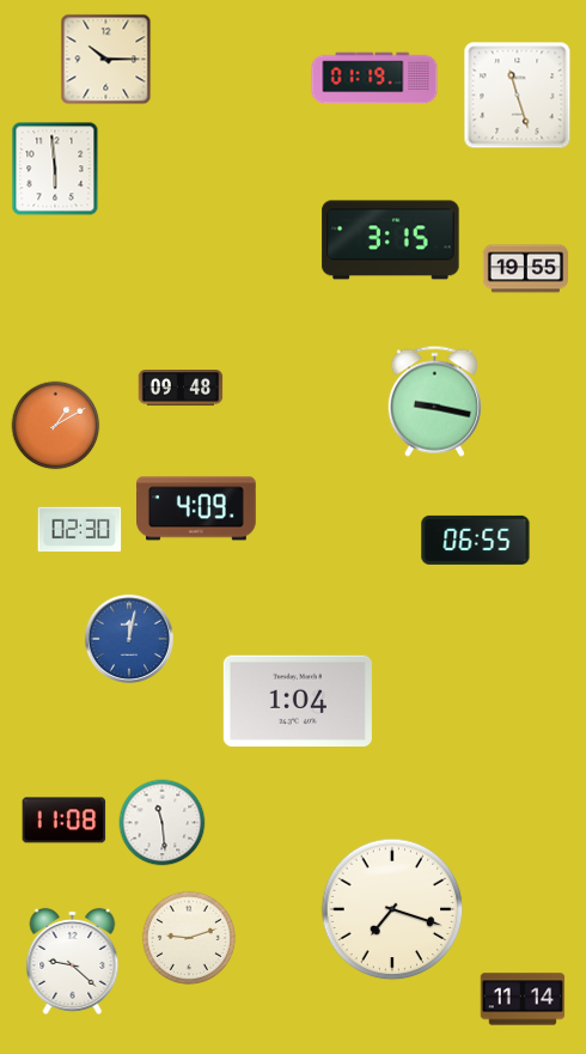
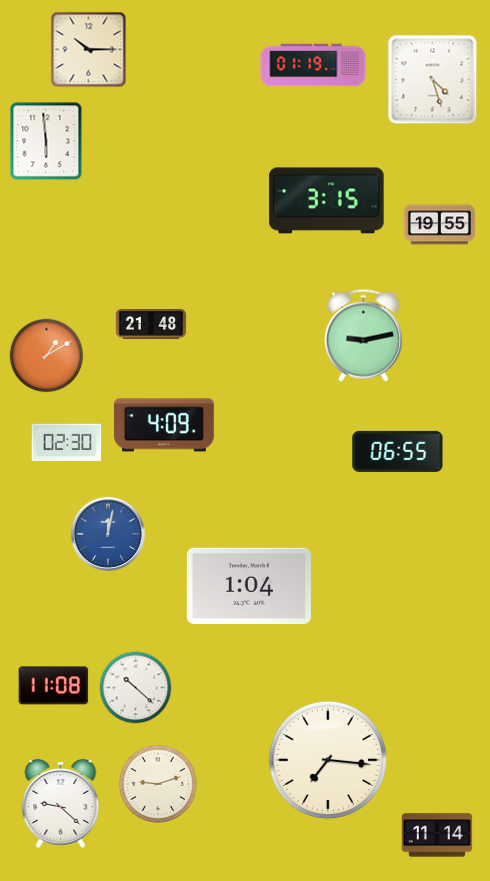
clock at (518, 96): 11:27 -> 4:27
clock at (181, 388): 09:48 -> 21:48
clock at (434, 401): 9:17 -> 9:13
clock at (163, 823): 11:29 -> 10:22
clock at (392, 909): 7:18 -> 7:16
